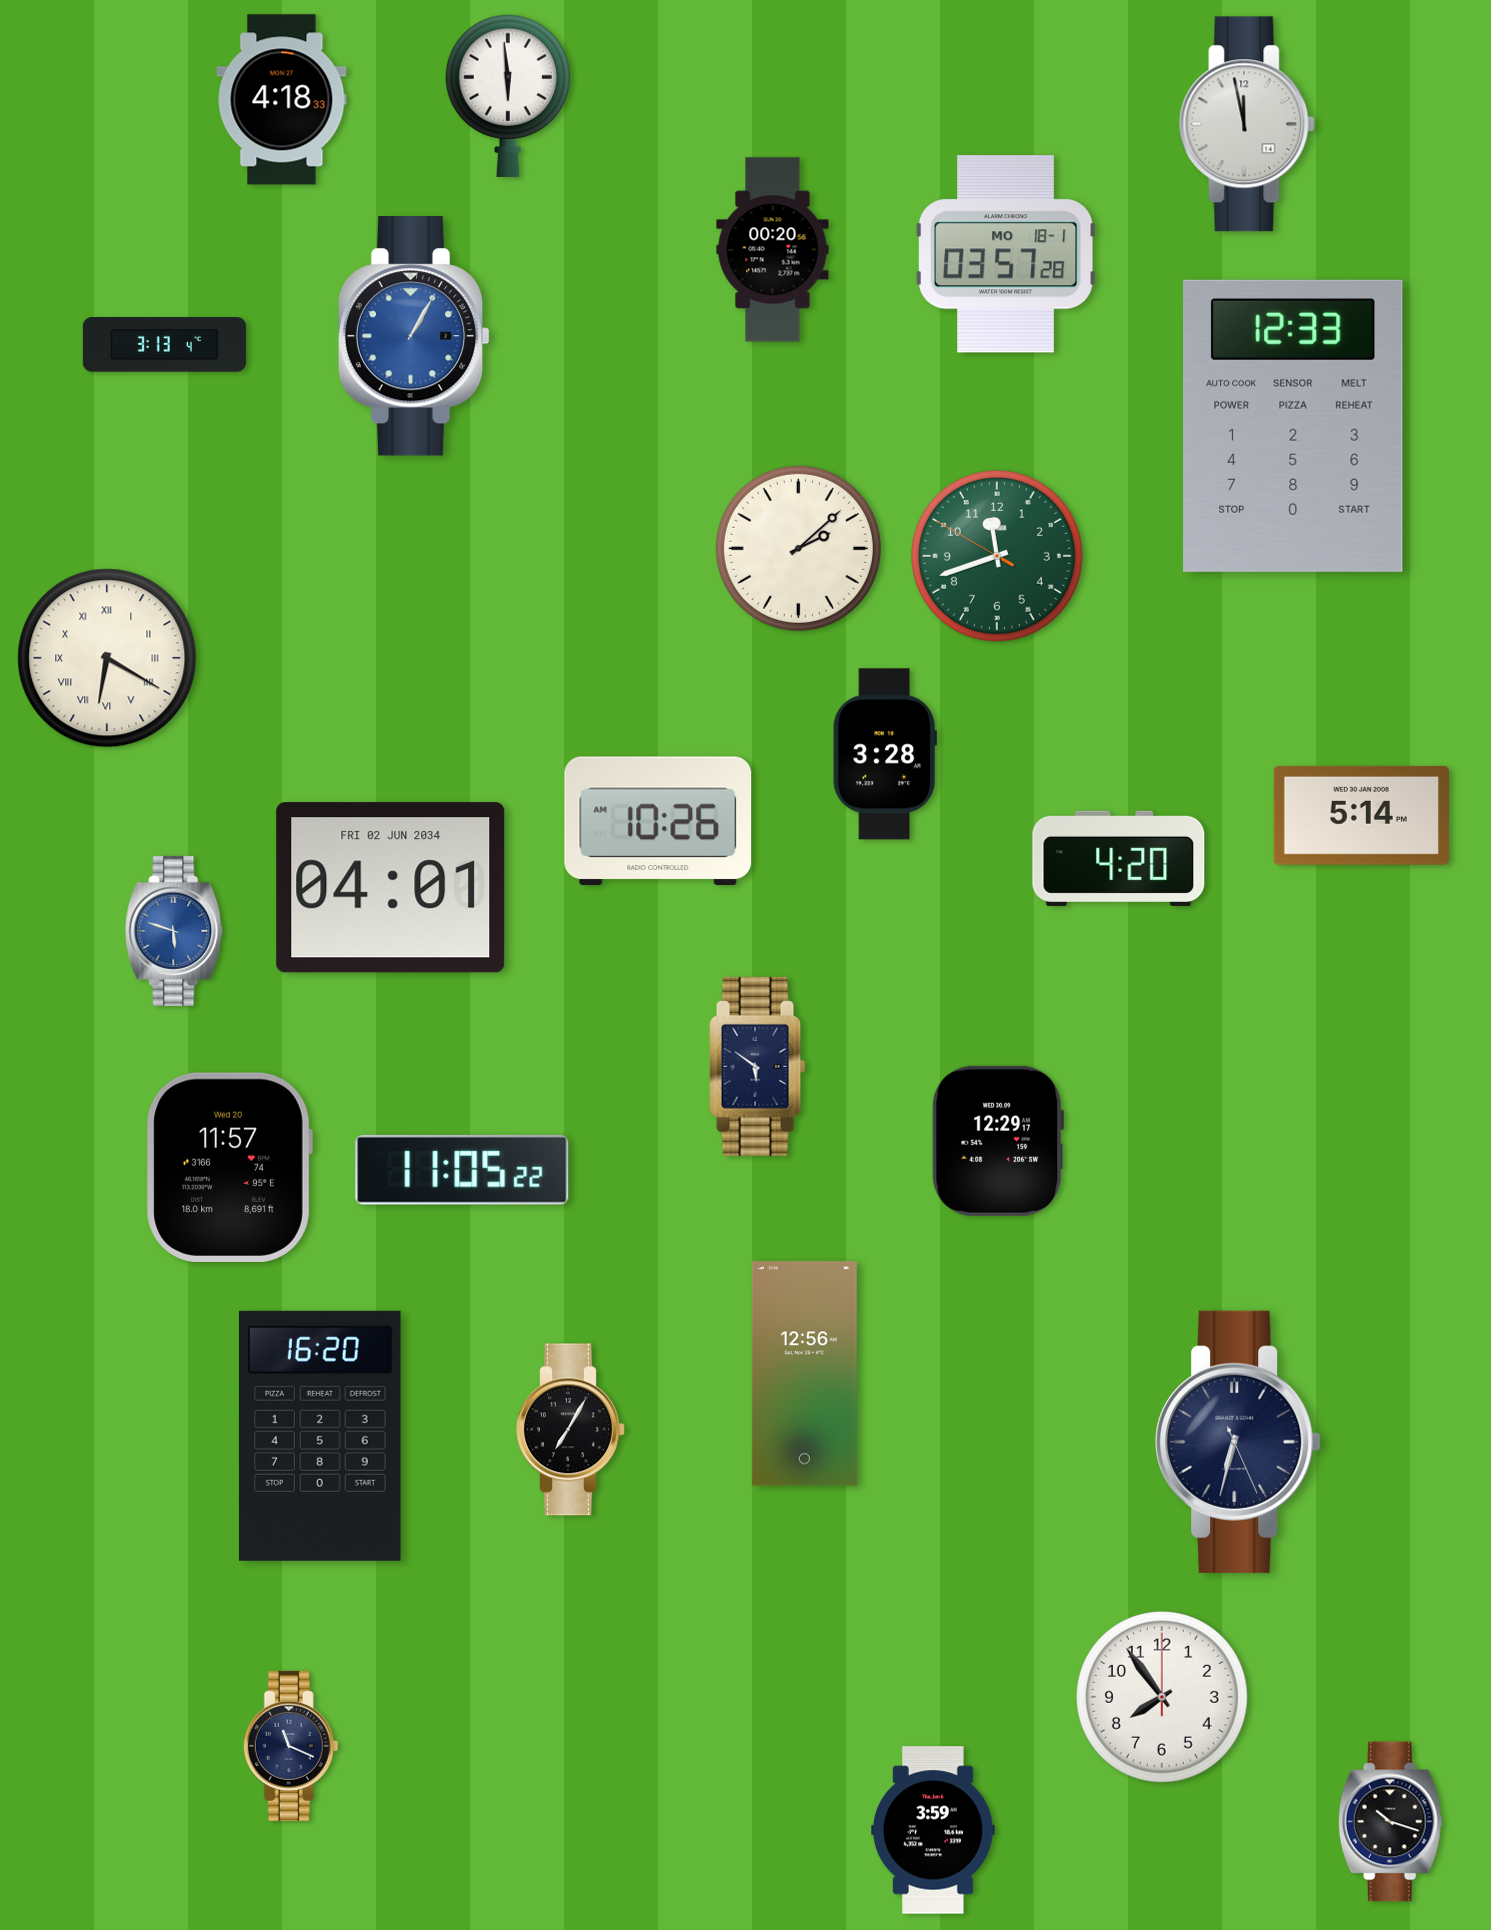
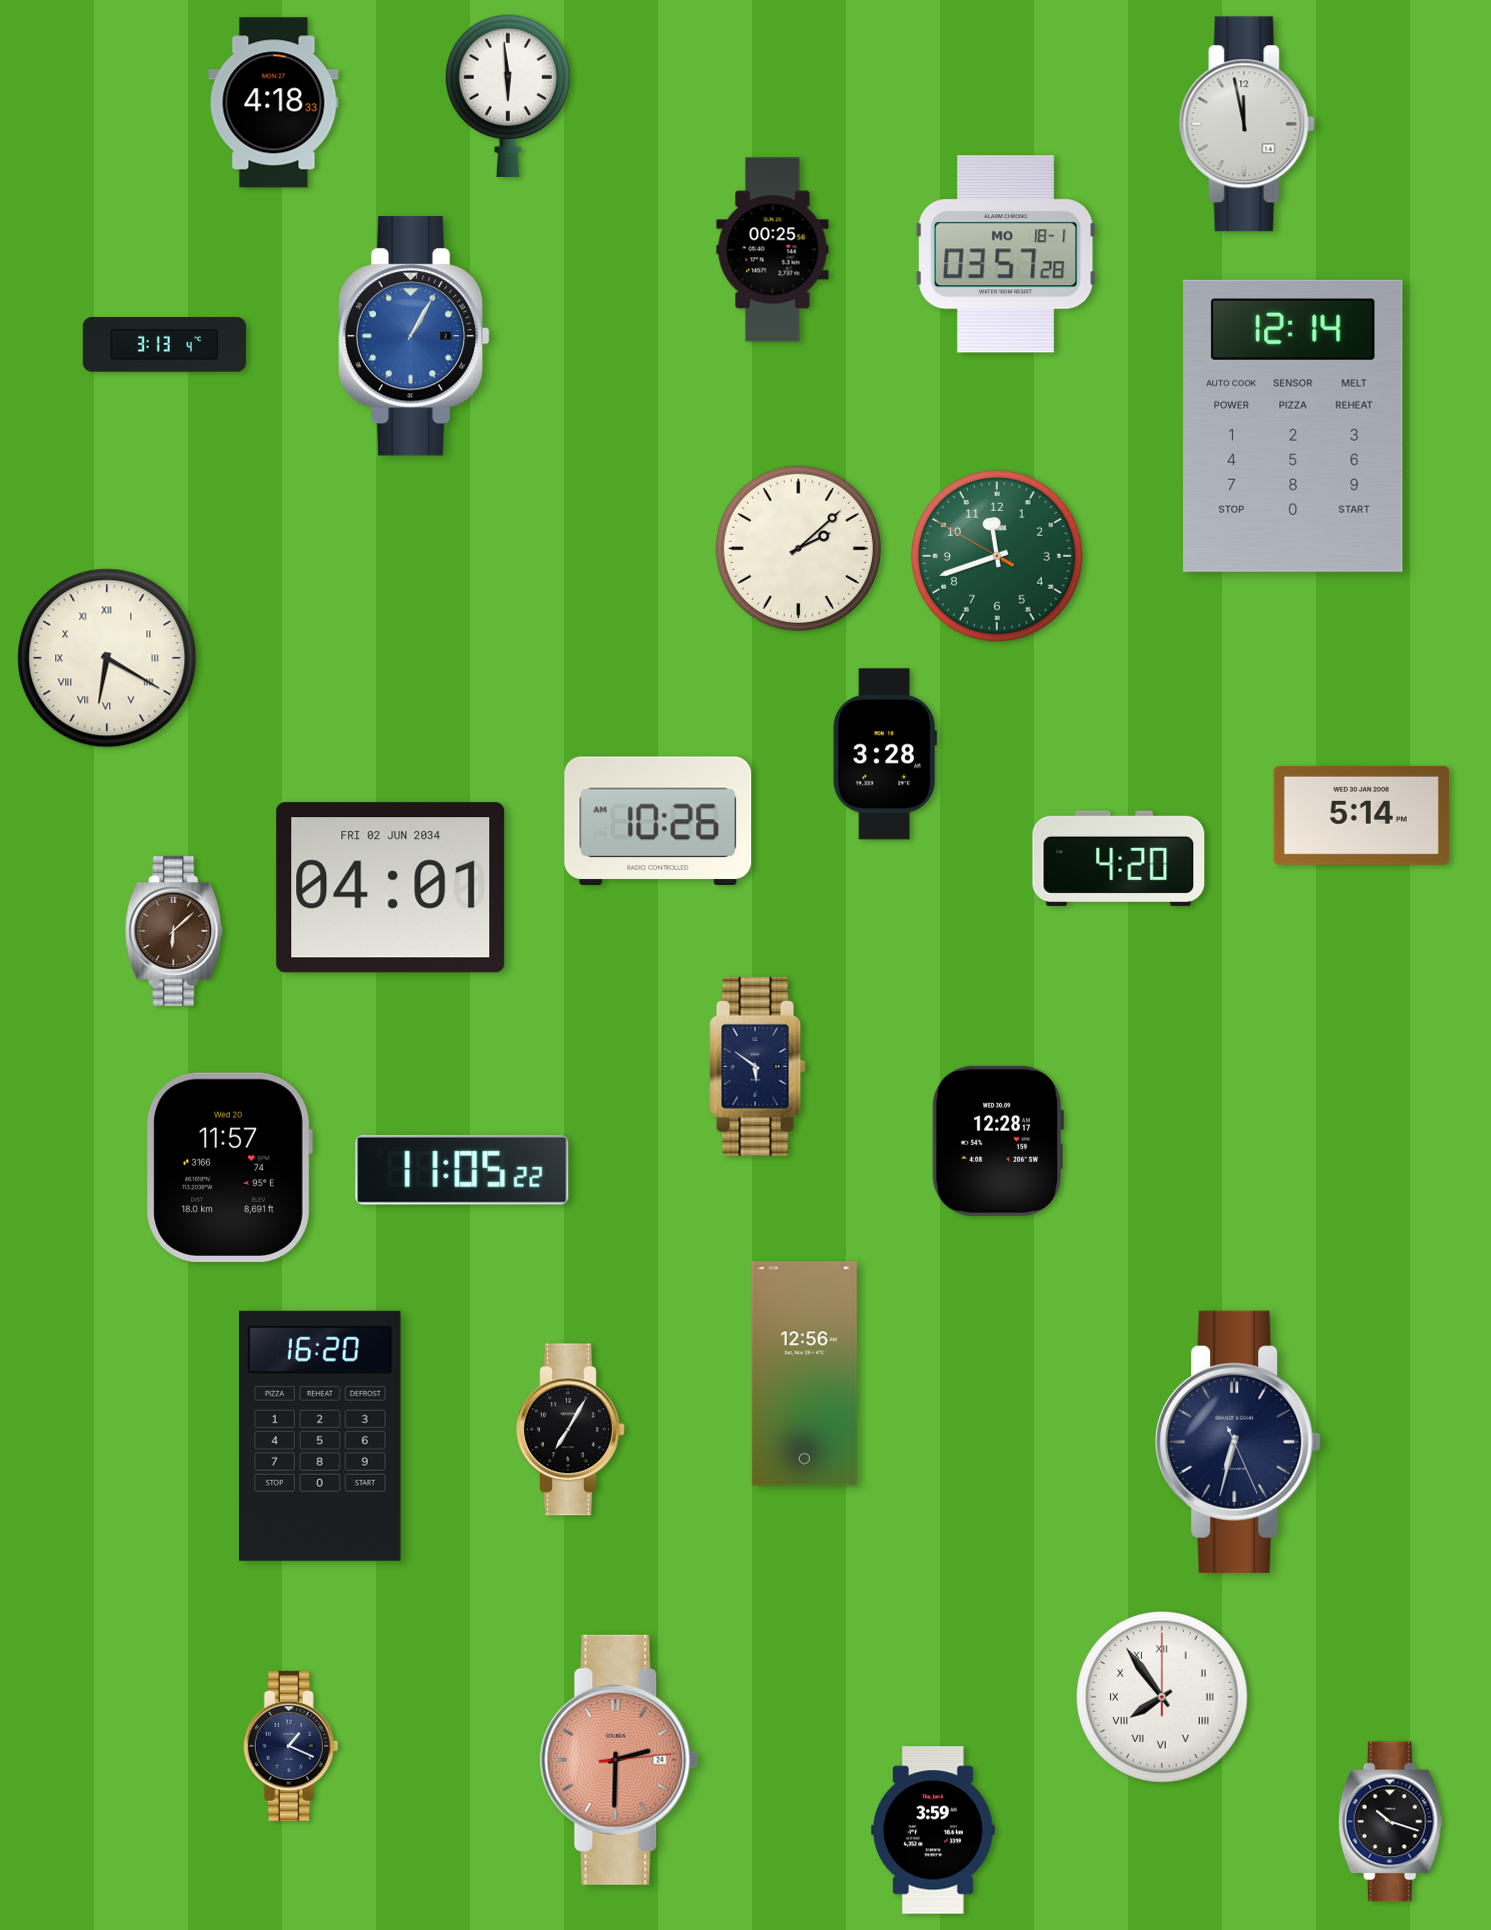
clock at (282, 100) position: (282, 100) -> (274, 103)
clock at (773, 250): 00:20 -> 00:25
clock at (1293, 426): 12:33 -> 12:14
clock at (174, 931): 5:48 -> 6:08
clock at (174, 931) dial: blue -> brown
clock at (997, 1141): 12:29 -> 12:28
clock at (1163, 1698) numerals: Arabic -> Roman
clock at (291, 1746): 11:19 -> 1:19
clock at (619, 1760): none -> 2:30
